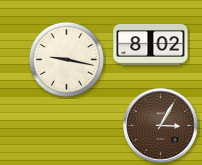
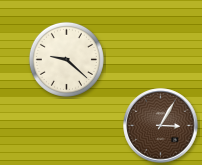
clock at (151, 44): 8:02 -> none
clock at (66, 59): 9:17 -> 9:22
